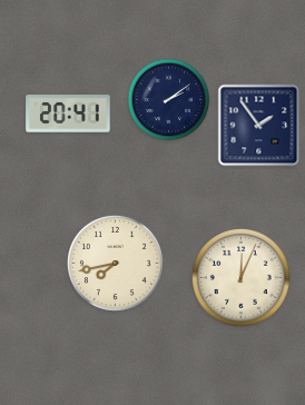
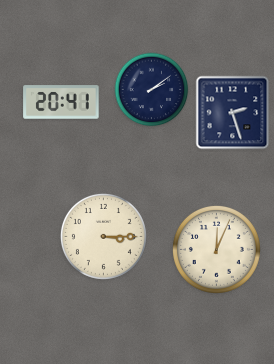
clock at (259, 126): 1:54 -> 2:27
clock at (115, 263): 7:43 -> 3:15
